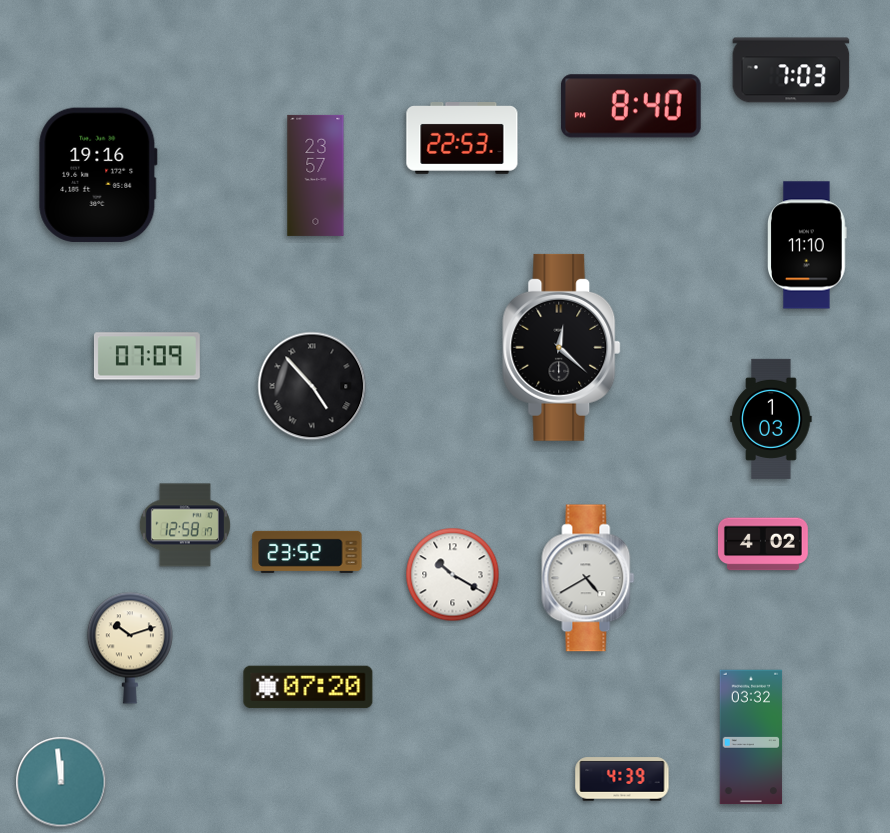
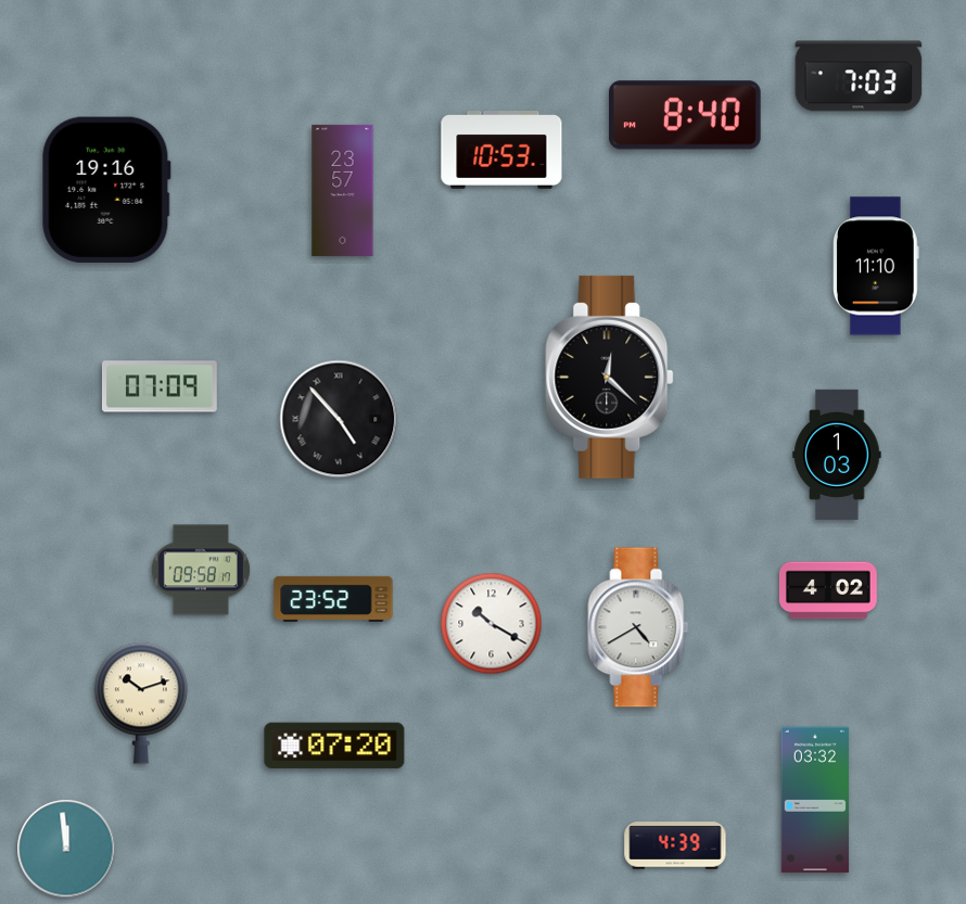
clock at (462, 139): 22:53 -> 10:53
clock at (185, 525): 12:58 -> 09:58
